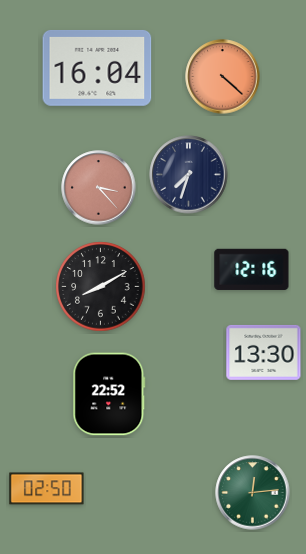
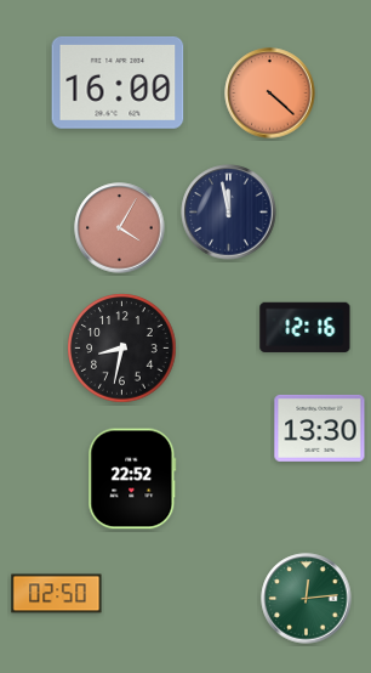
clock at (97, 68): 16:04 -> 16:00
clock at (189, 175): 7:33 -> 11:58
clock at (99, 188): 3:23 -> 4:05
clock at (101, 287): 8:10 -> 8:32
